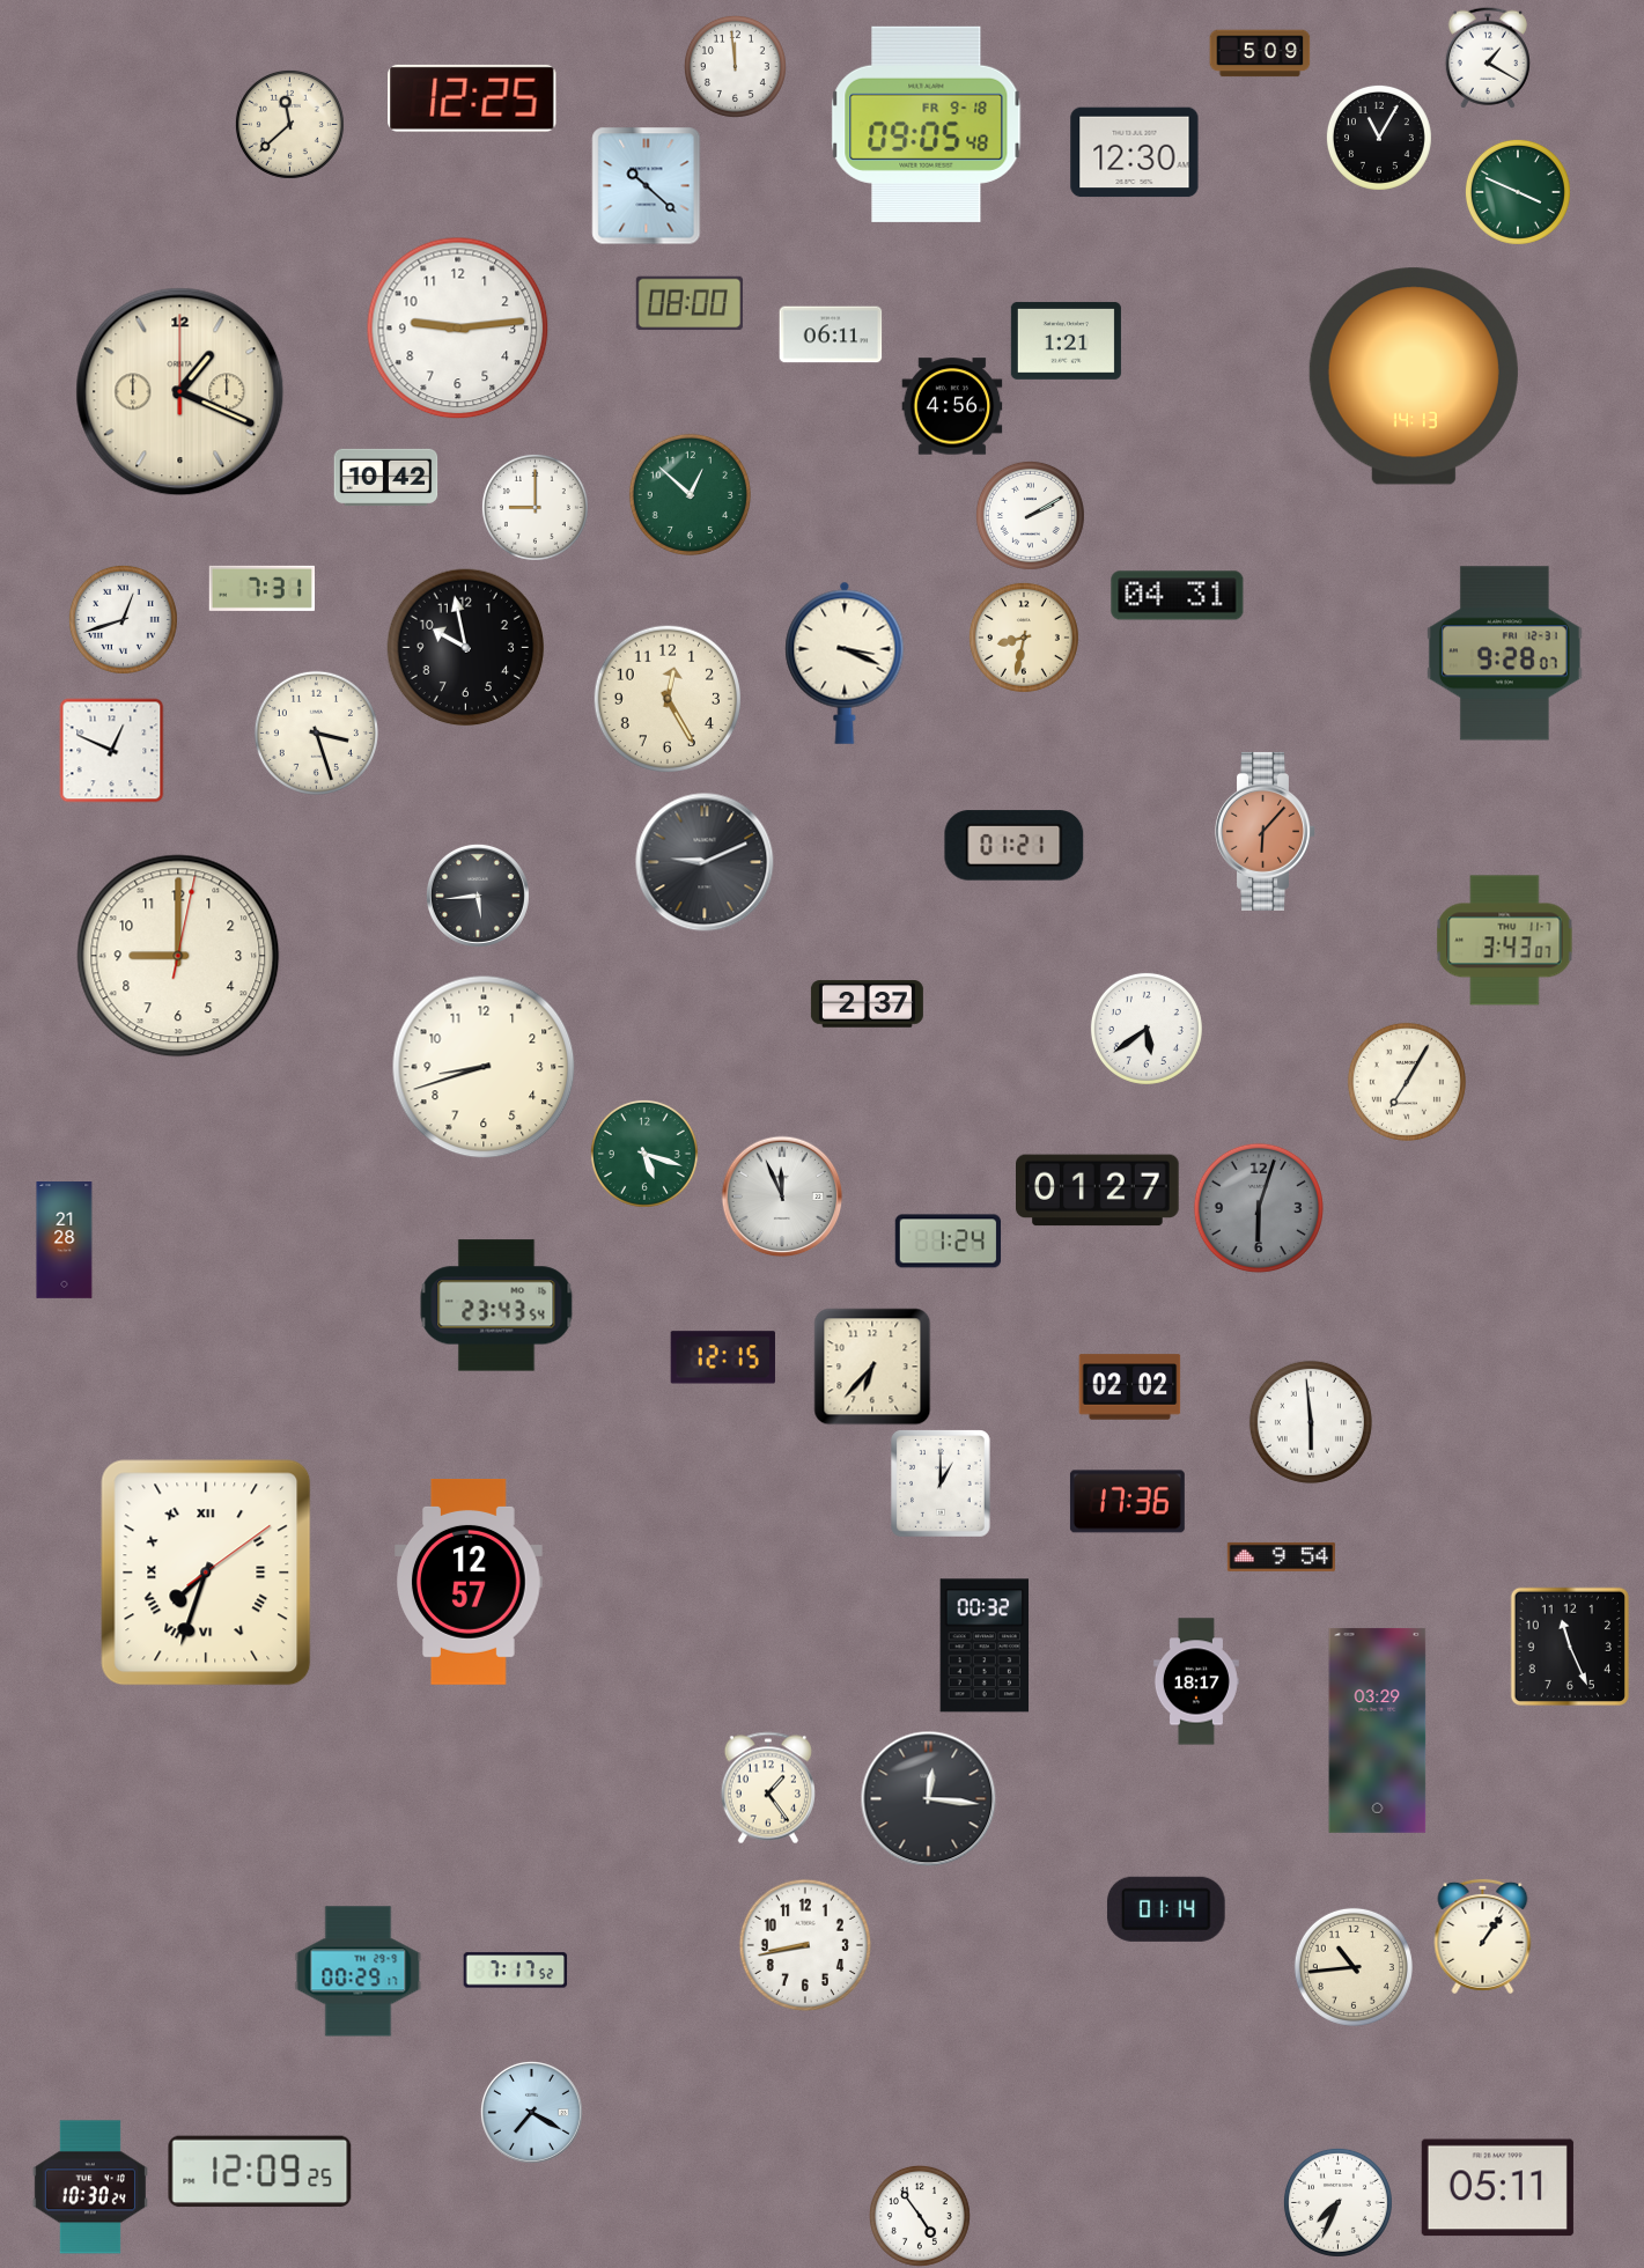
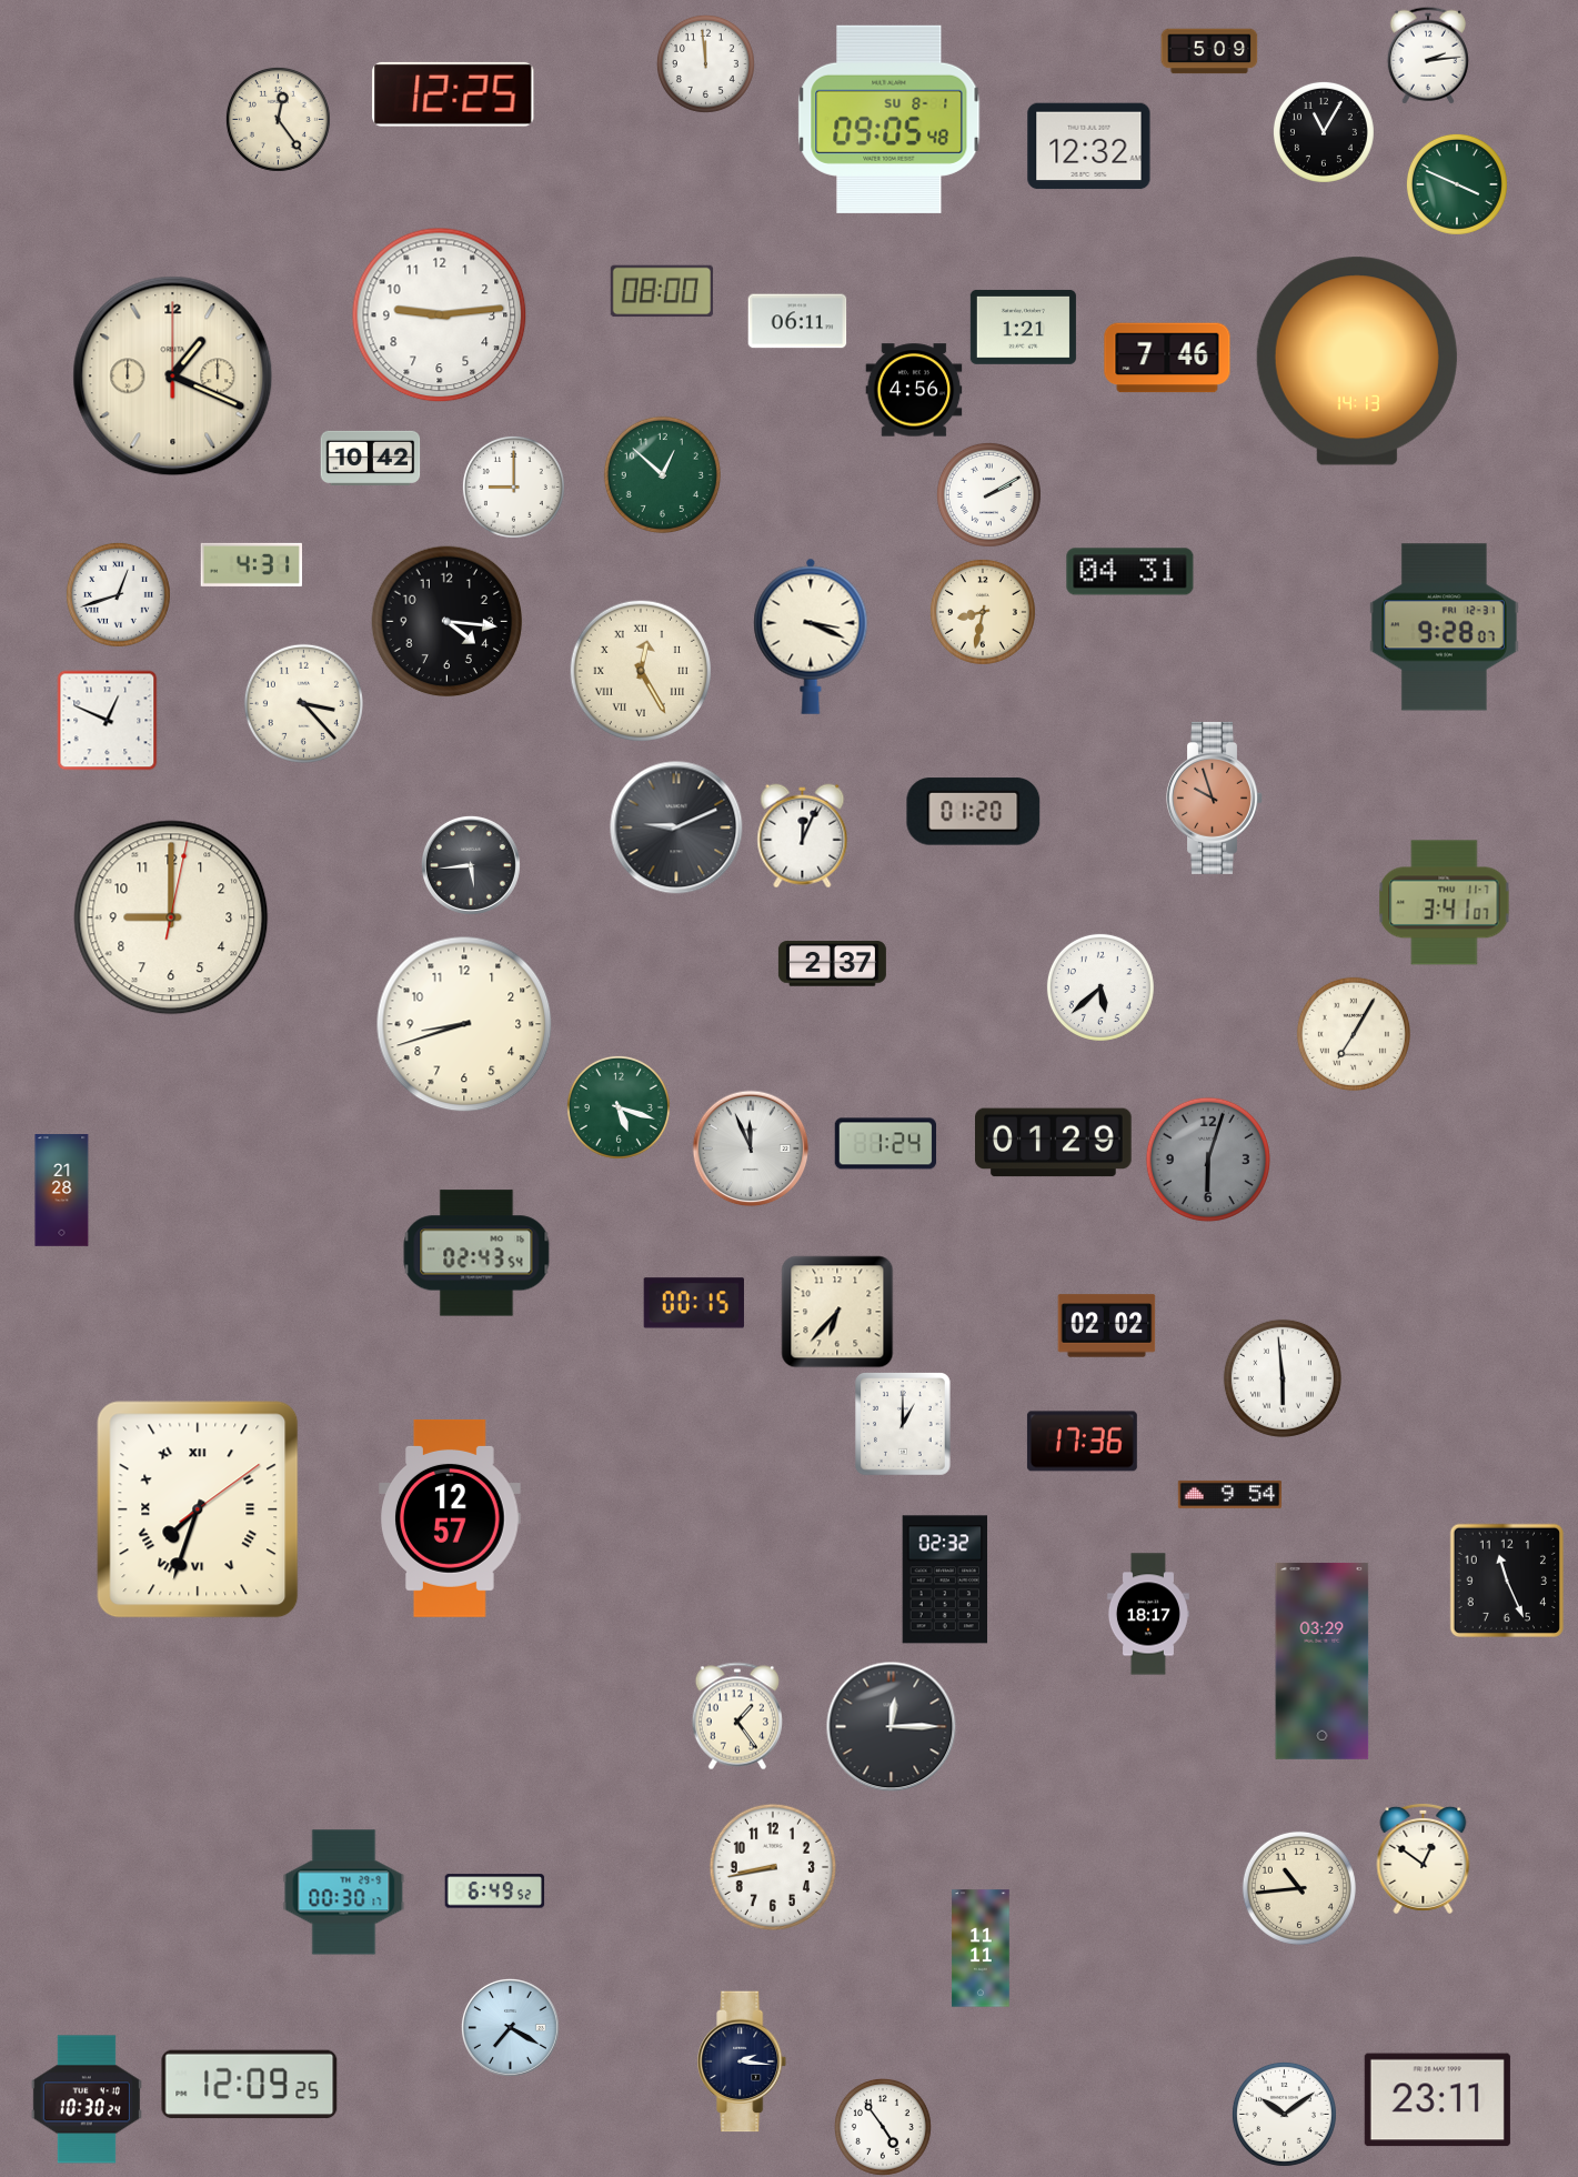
clock at (1488, 58): 1:20 -> 2:14
clock at (289, 124): 11:38 -> 12:24
clock at (927, 124) date: FR 9-18 -> SU 8-1
clock at (1135, 153): 12:30 -> 12:32
clock at (647, 186): 10:22 -> none
clock at (1167, 358): none -> 7:46
clock at (261, 588): 7:31 -> 4:31
clock at (466, 648): 9:58 -> 4:16
clock at (666, 698) numerals: Arabic -> Roman
clock at (316, 732): 3:27 -> 3:23
clock at (1266, 831): 6:07 -> 9:57
clock at (1015, 846): 01:21 -> 01:20
clock at (803, 836): none -> 12:04
clock at (478, 896) position: (478, 896) -> (471, 865)
clock at (1505, 941): 3:43 -> 3:41
clock at (1147, 1029): 5:39 -> 5:38
clock at (1407, 1082) position: (1407, 1082) -> (1354, 1034)
clock at (1098, 1191): 01:27 -> 01:29
clock at (949, 1242) position: (949, 1242) -> (886, 1144)
clock at (496, 1305): 23:43 -> 02:43
clock at (722, 1357): 12:15 -> 00:15
clock at (1130, 1387) position: (1130, 1387) -> (1107, 1326)
clock at (1311, 1422) position: (1311, 1422) -> (1283, 1378)
clock at (985, 1645): 00:32 -> 02:32
clock at (929, 1799): 12:16 -> 12:15
clock at (1166, 1909): 01:14 -> none
clock at (1483, 1936): 1:06 -> 12:51
clock at (516, 1971): 7:17 -> 6:49
clock at (359, 1972): 00:29 -> 00:30
clock at (981, 1948): none -> 11:11
clock at (743, 2061): none -> 2:16
clock at (1497, 2188): 05:11 -> 23:11
clock at (1337, 2202): 7:34 -> 10:09
